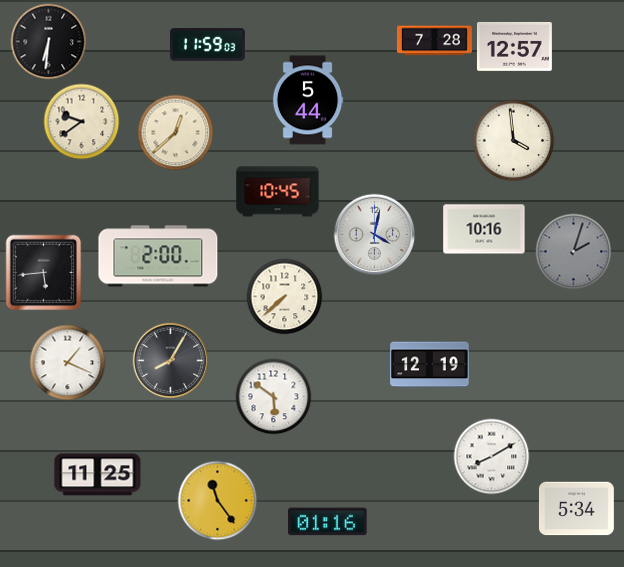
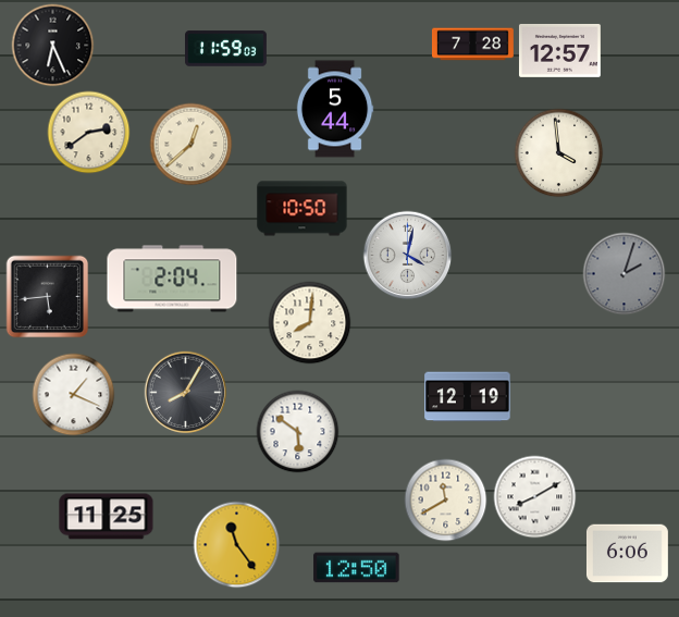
clock at (49, 42): 6:31 -> 6:26
clock at (82, 122): 9:39 -> 2:39
clock at (278, 192): 10:45 -> 10:50
clock at (484, 229): 10:16 -> none
clock at (158, 256): 2:00 -> 2:04
clock at (285, 297): 7:38 -> 8:01
clock at (446, 501): none -> 11:40
clock at (576, 509): 5:34 -> 6:06
clock at (328, 522): 01:16 -> 12:50
